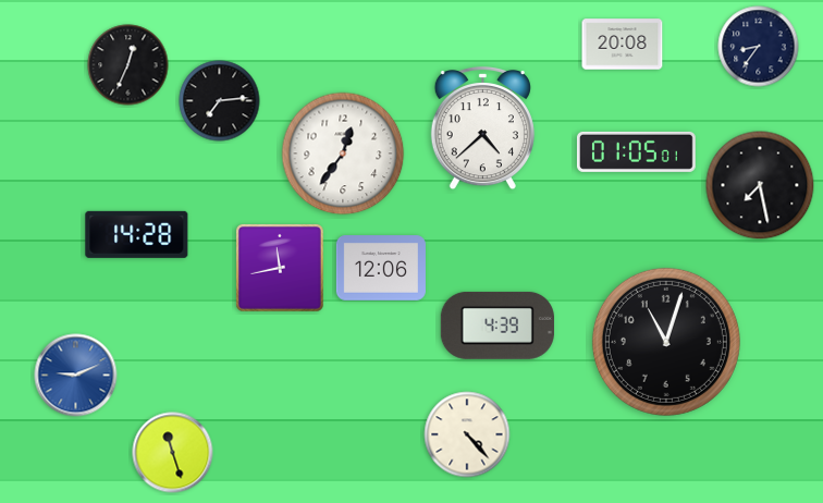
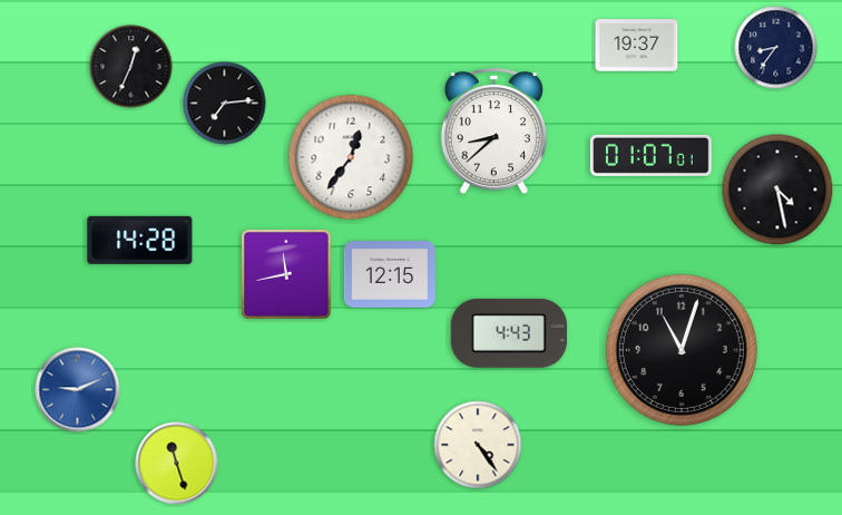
clock at (623, 45): 20:08 -> 19:37
clock at (482, 128): 4:38 -> 8:38
clock at (636, 151): 01:05 -> 01:07
clock at (760, 185): 7:28 -> 4:28
clock at (381, 268): 12:06 -> 12:15
clock at (498, 326): 4:39 -> 4:43
clock at (76, 376) position: (76, 376) -> (78, 390)
clock at (467, 434): 4:23 -> 4:24
